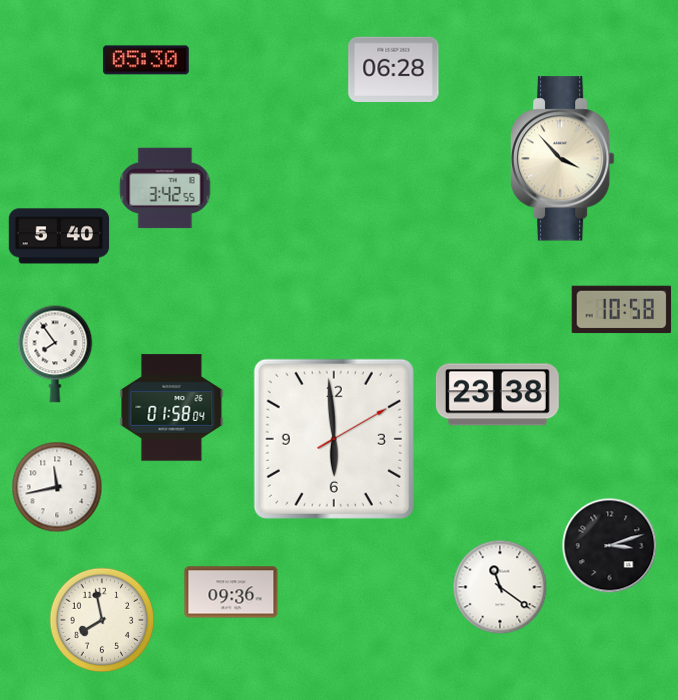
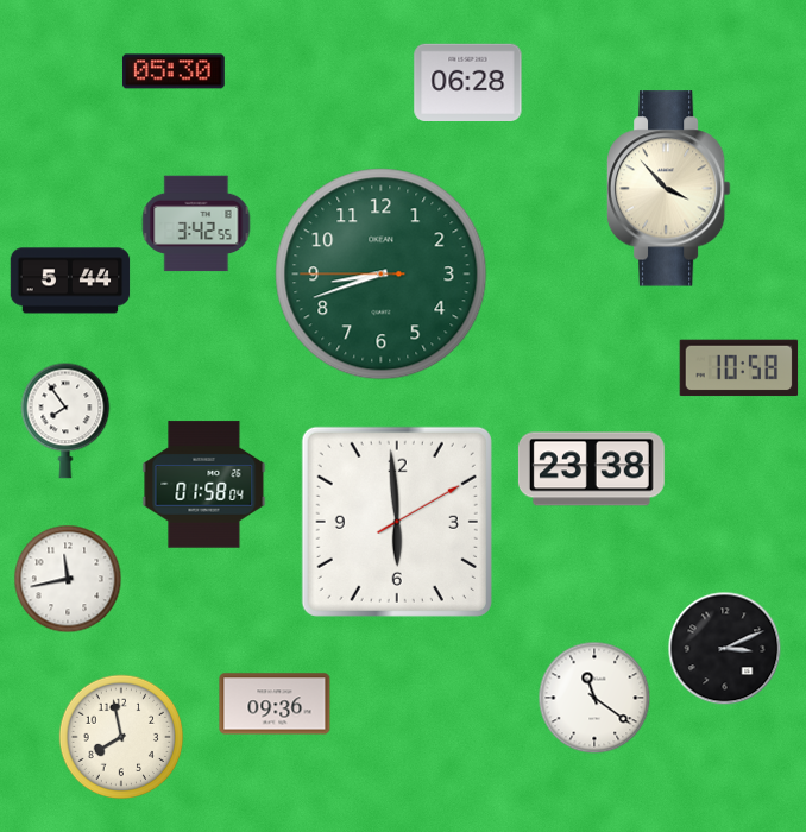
clock at (382, 275): none -> 8:41
clock at (59, 236): 5:40 -> 5:44
clock at (610, 546): 3:12 -> 3:11
